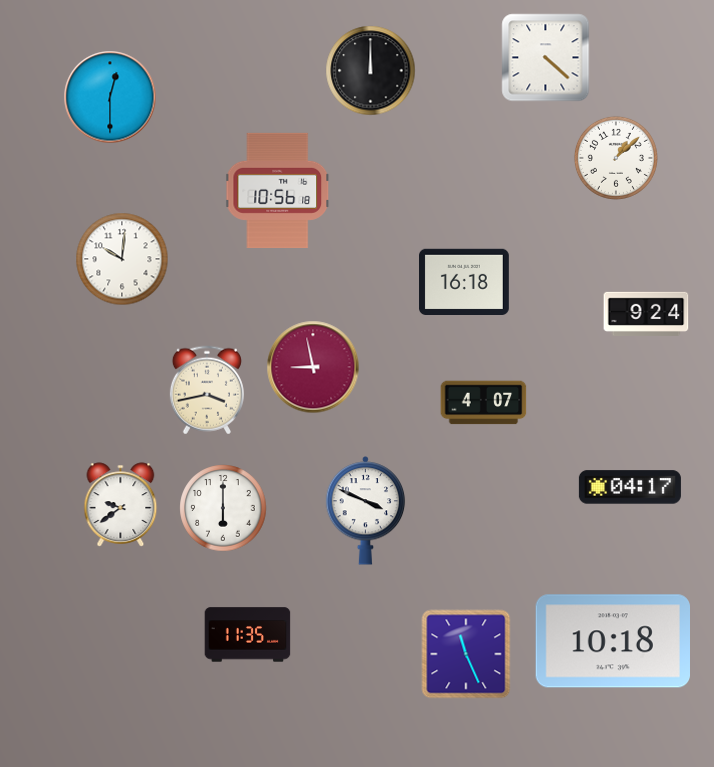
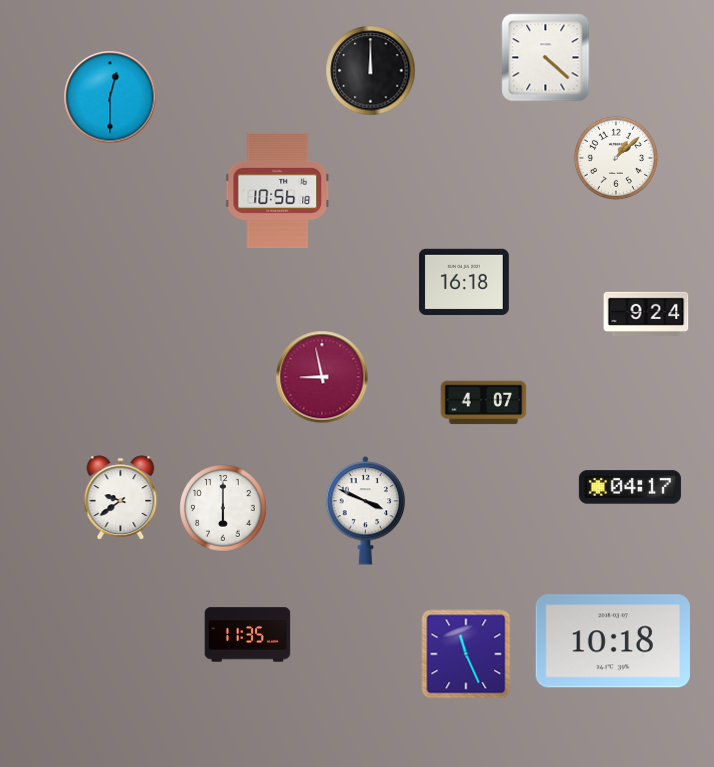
clock at (122, 259): 10:01 -> none
clock at (313, 367) position: (313, 367) -> (322, 377)
clock at (207, 390): 3:43 -> none
clock at (121, 505) position: (121, 505) -> (121, 498)
